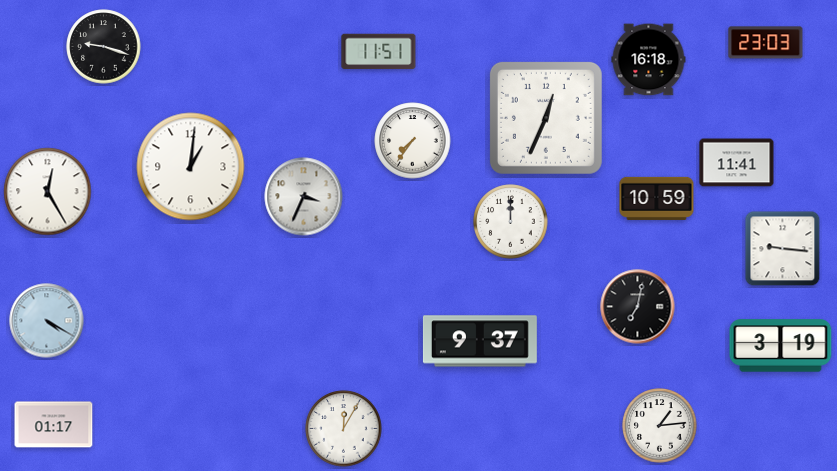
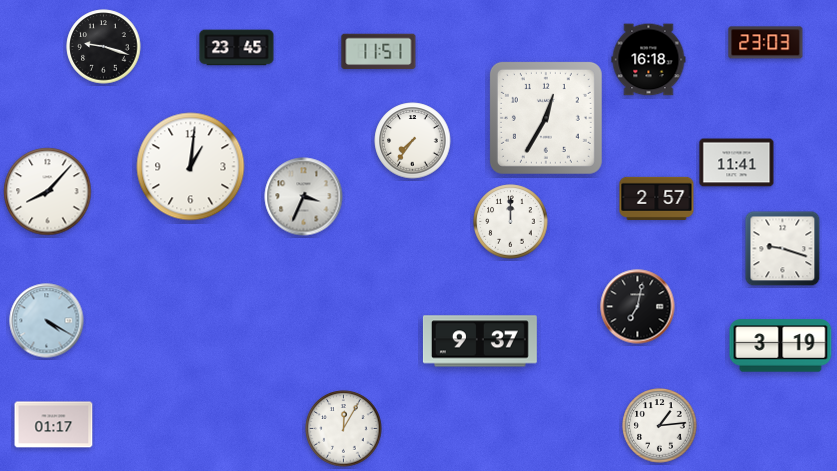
clock at (237, 48): none -> 23:45
clock at (546, 118): 12:34 -> 12:35
clock at (48, 192): 12:25 -> 8:07
clock at (657, 198): 10:59 -> 2:57
clock at (783, 249): 9:16 -> 9:18
